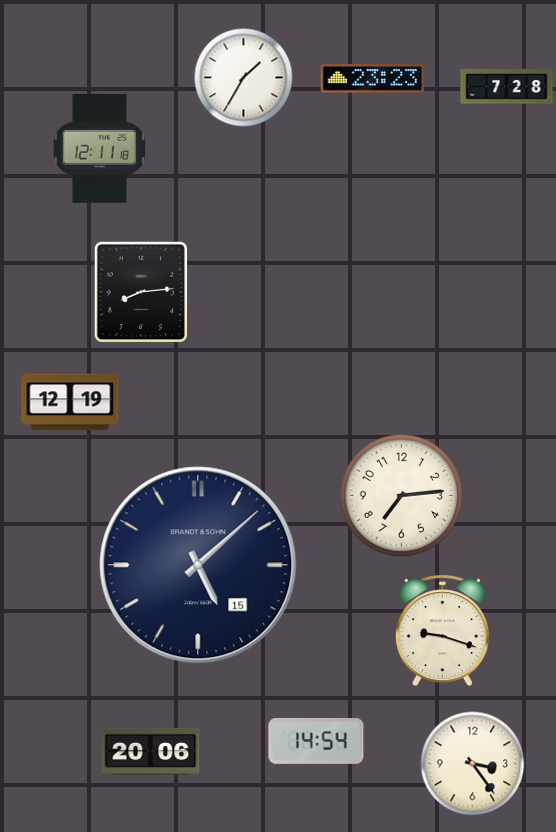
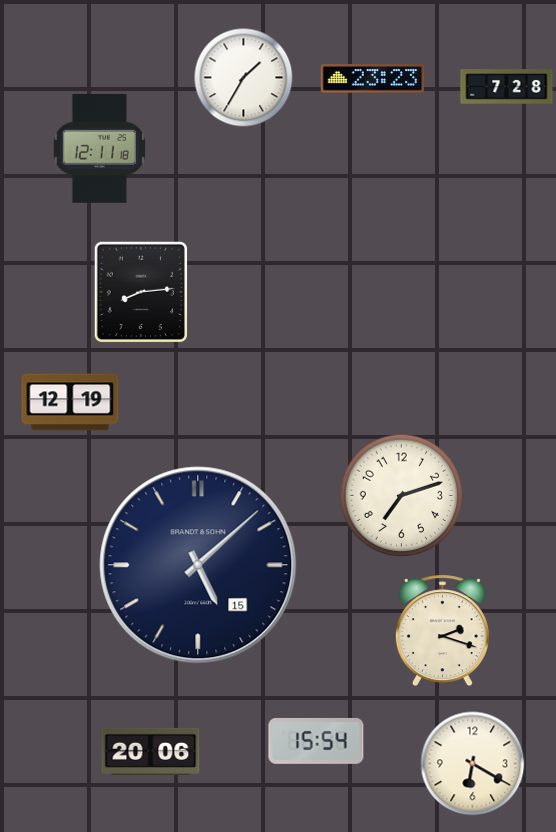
clock at (402, 496): 7:14 -> 7:12
clock at (442, 631): 9:18 -> 2:18
clock at (316, 741): 14:54 -> 15:54
clock at (473, 764): 3:24 -> 6:20
